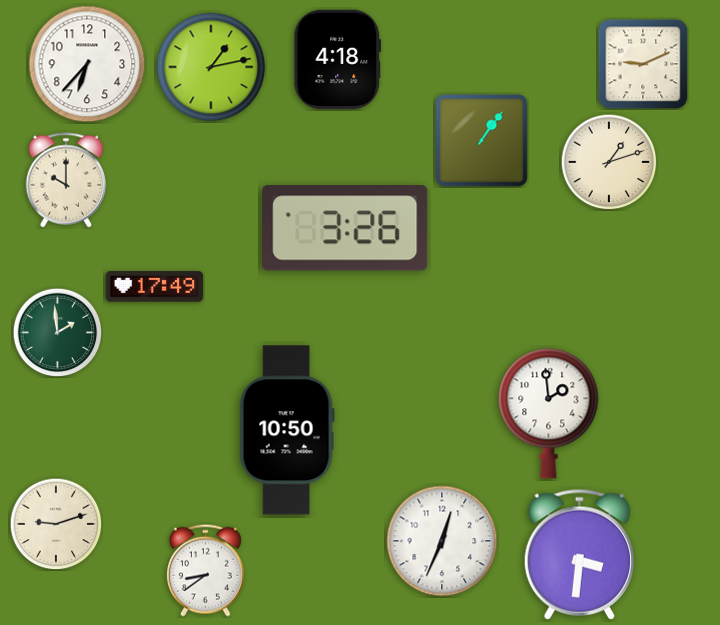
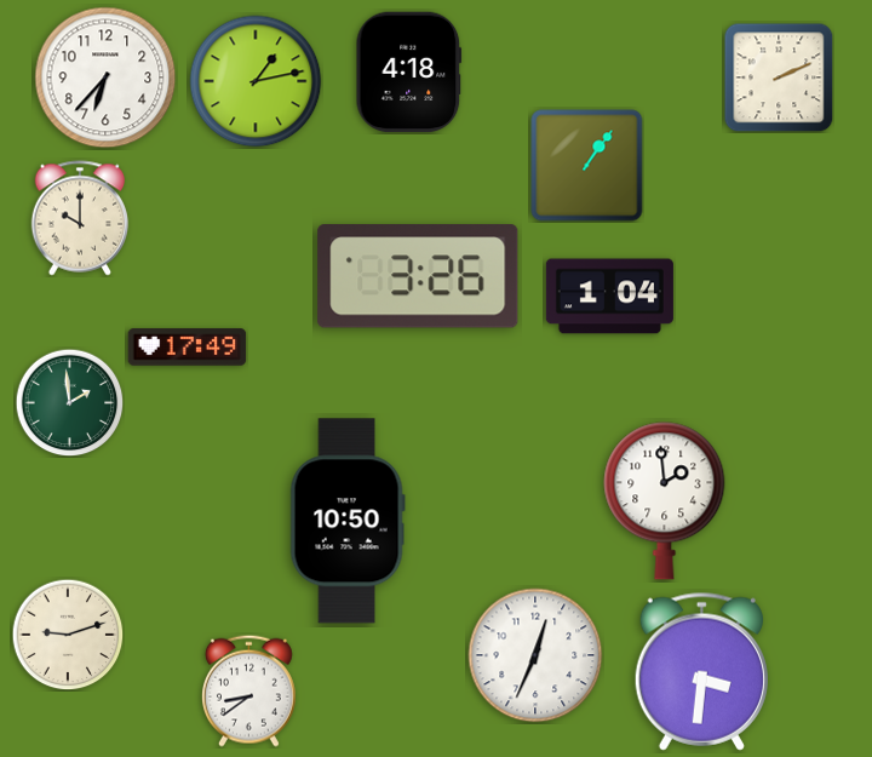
clock at (643, 64): 9:11 -> 2:11
clock at (482, 141) position: (482, 141) -> (587, 166)
clock at (609, 162): 1:12 -> none
clock at (609, 297): none -> 1:04
